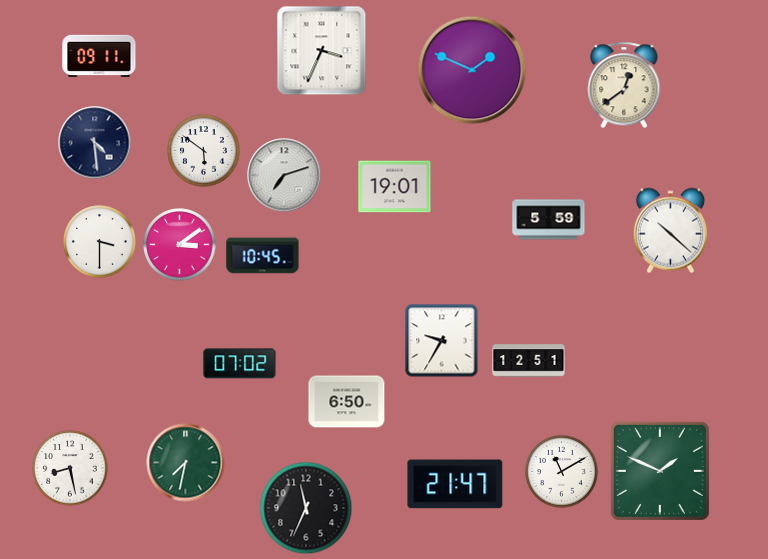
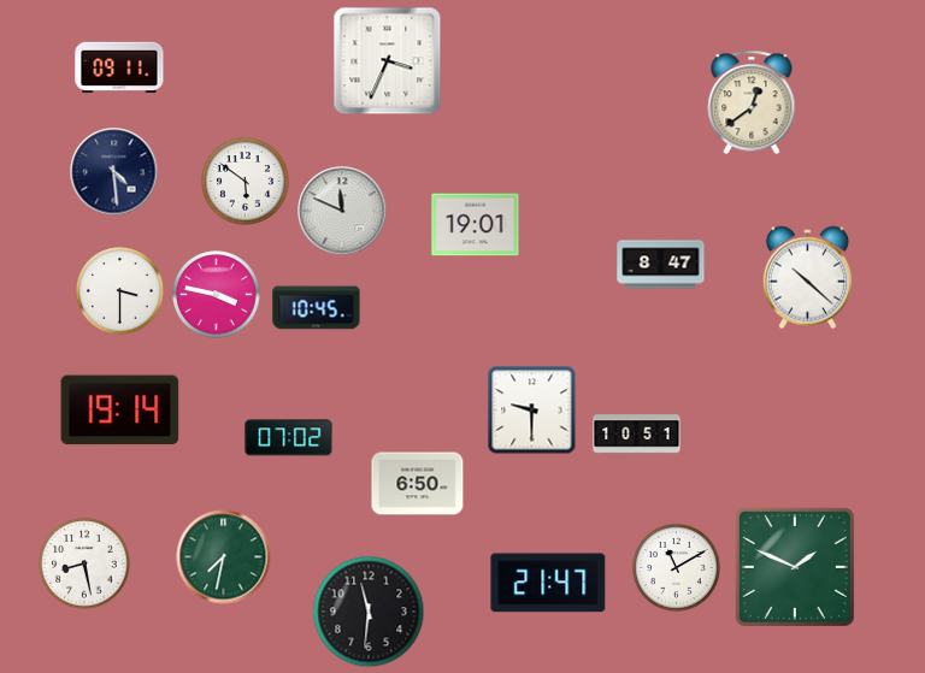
clock at (472, 70): 1:49 -> none
clock at (284, 175): 7:12 -> 11:49
clock at (549, 220): 5:59 -> 8:47
clock at (180, 245): 3:09 -> 3:47
clock at (120, 411): none -> 19:14
clock at (442, 341): 9:35 -> 9:30
clock at (529, 361): 12:51 -> 10:51
clock at (306, 508): 11:34 -> 11:31
